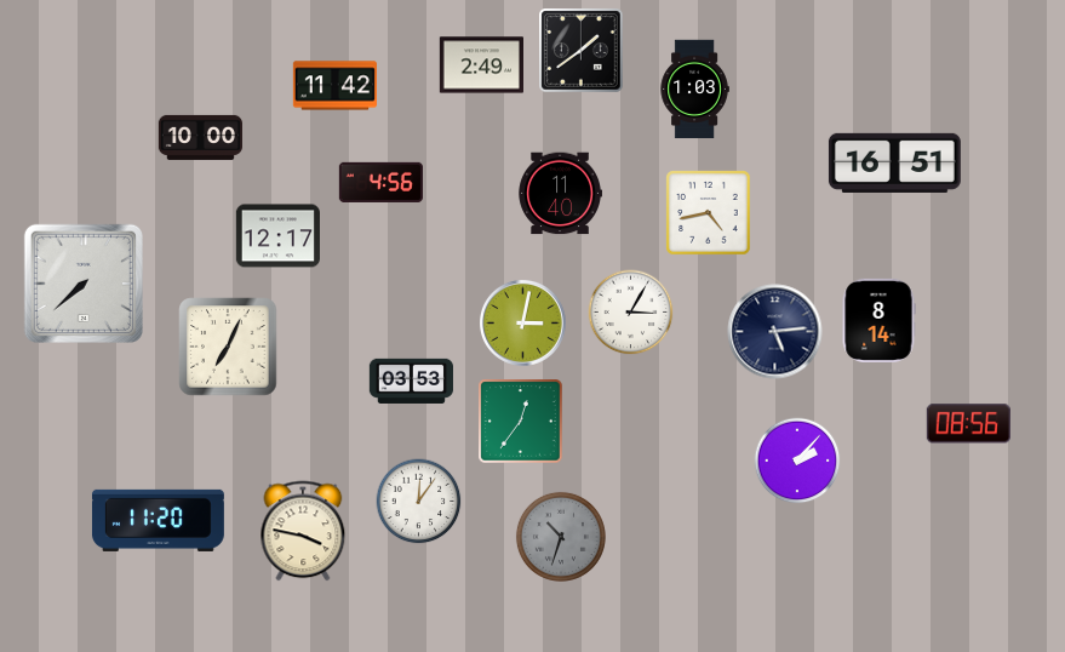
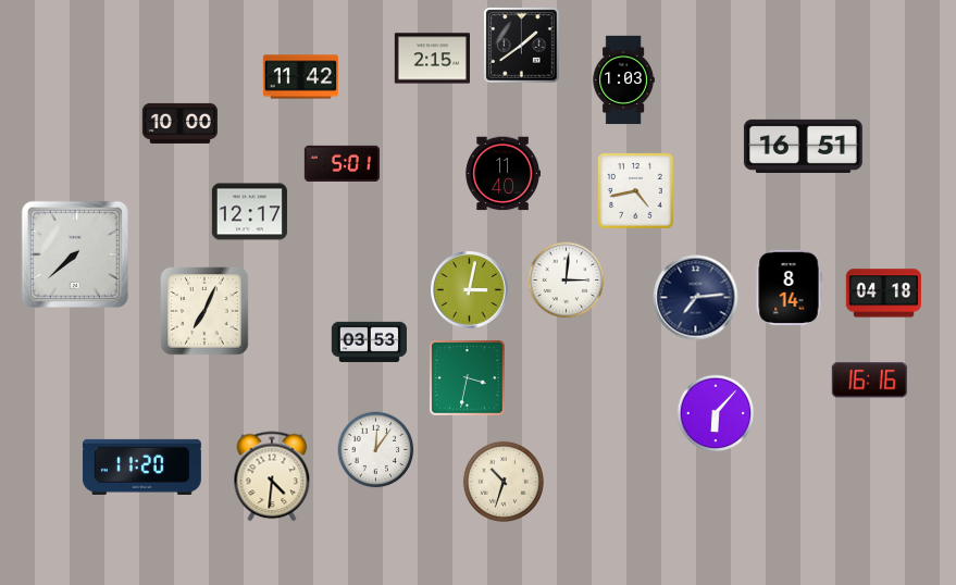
clock at (481, 65): 2:49 -> 2:15
clock at (380, 182): 4:56 -> 5:01
clock at (631, 313): 3:05 -> 3:01
clock at (883, 294): none -> 04:18
clock at (775, 332): 5:14 -> 7:14
clock at (521, 422): 12:36 -> 3:32
clock at (968, 424): 08:56 -> 16:16
clock at (797, 461): 2:07 -> 6:07
clock at (303, 531): 3:47 -> 4:31
clock at (561, 537) dial: grey -> cream
